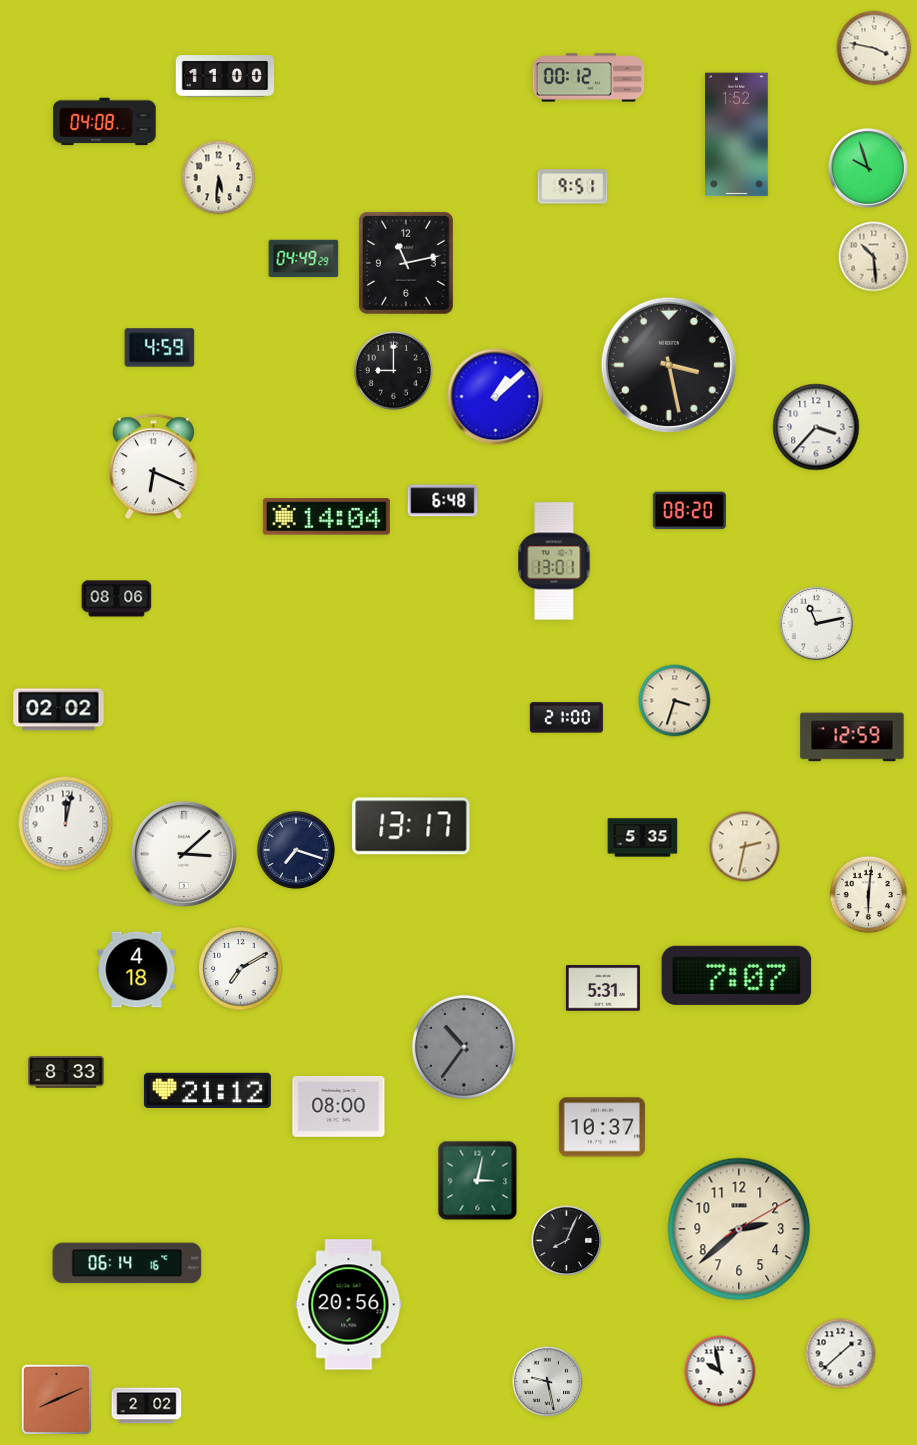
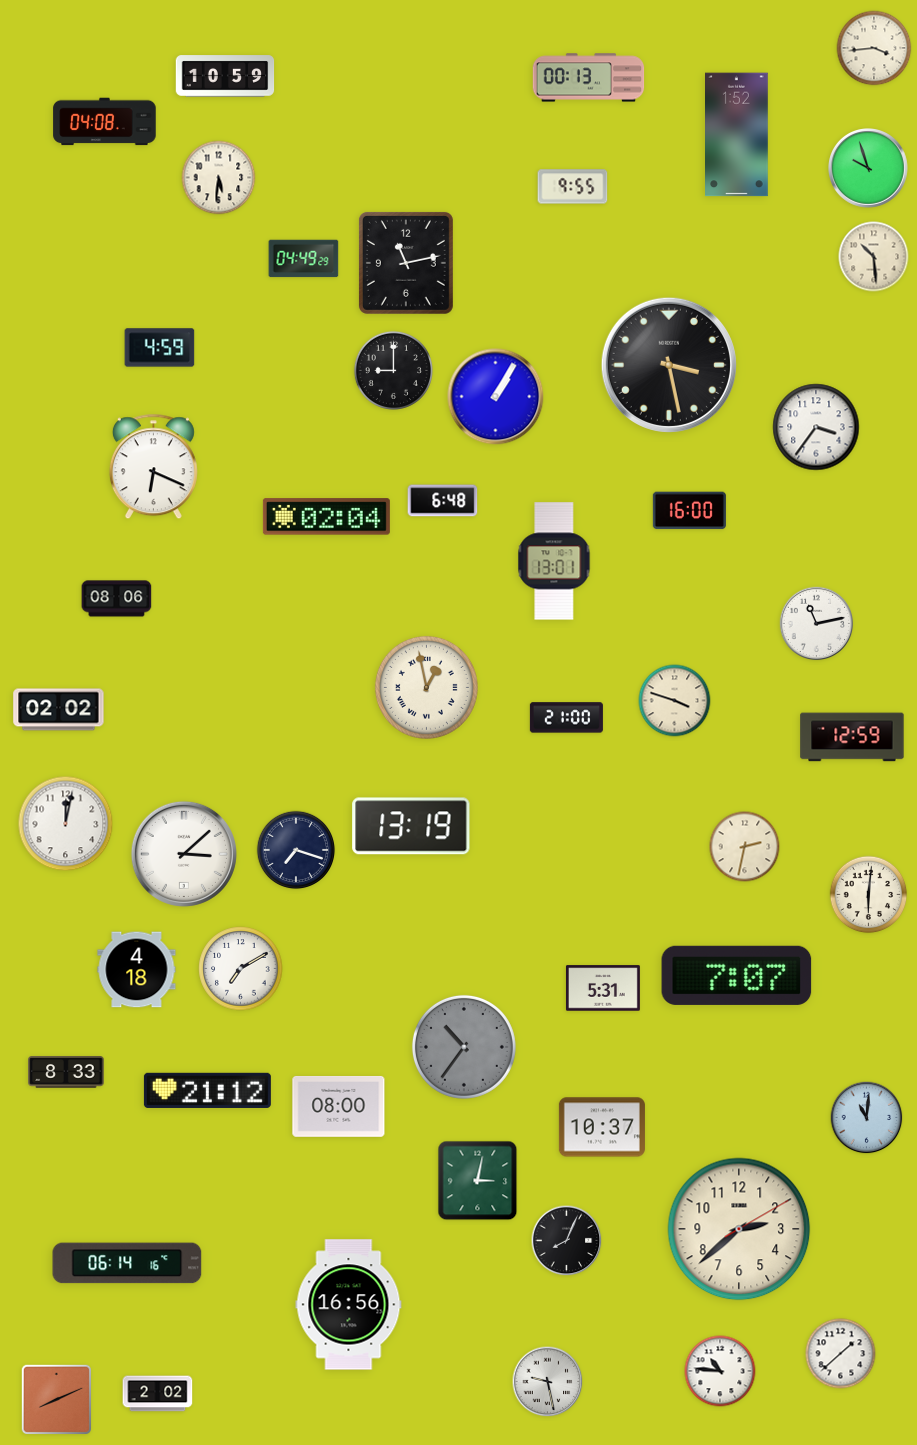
clock at (874, 48): 3:47 -> 3:44
clock at (225, 76): 11:00 -> 10:59
clock at (589, 78): 00:12 -> 00:13
clock at (573, 187): 9:51 -> 9:55
clock at (496, 397): 1:08 -> 1:05
clock at (816, 427): 3:37 -> 3:36
clock at (689, 511): 08:20 -> 16:00
clock at (326, 517): 14:04 -> 02:04
clock at (426, 687): none -> 12:58
clock at (675, 701): 3:33 -> 3:48
clock at (411, 826): 13:17 -> 13:19
clock at (643, 838): 5:35 -> none
clock at (867, 1118): none -> 11:01
clock at (349, 1305): 20:56 -> 16:56
clock at (720, 1371): 9:58 -> 10:46
clock at (147, 1406) position: (147, 1406) -> (158, 1394)
